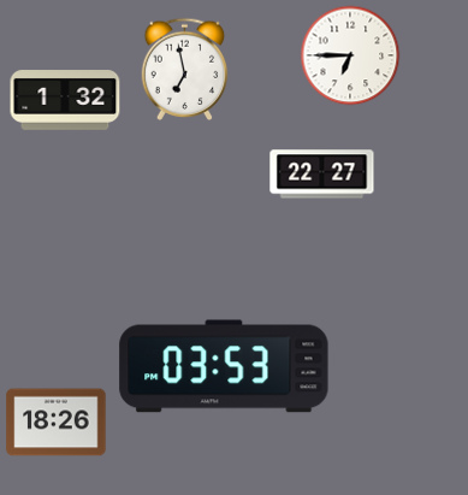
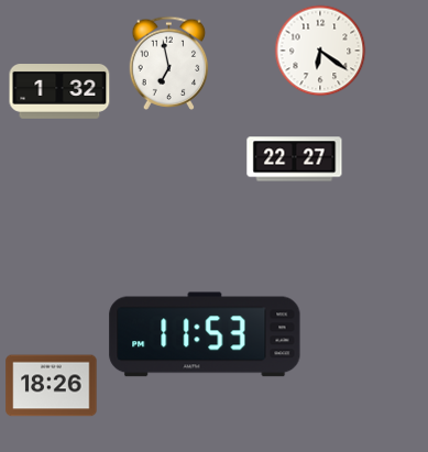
clock at (350, 55): 6:45 -> 6:21
clock at (224, 366): 03:53 -> 11:53
